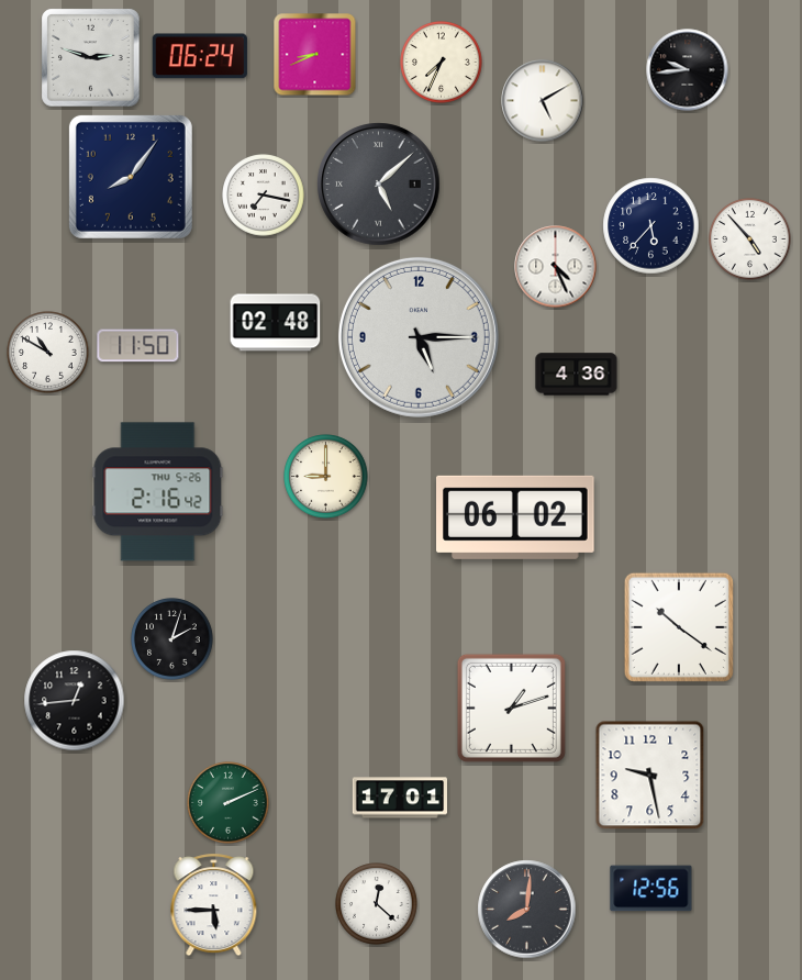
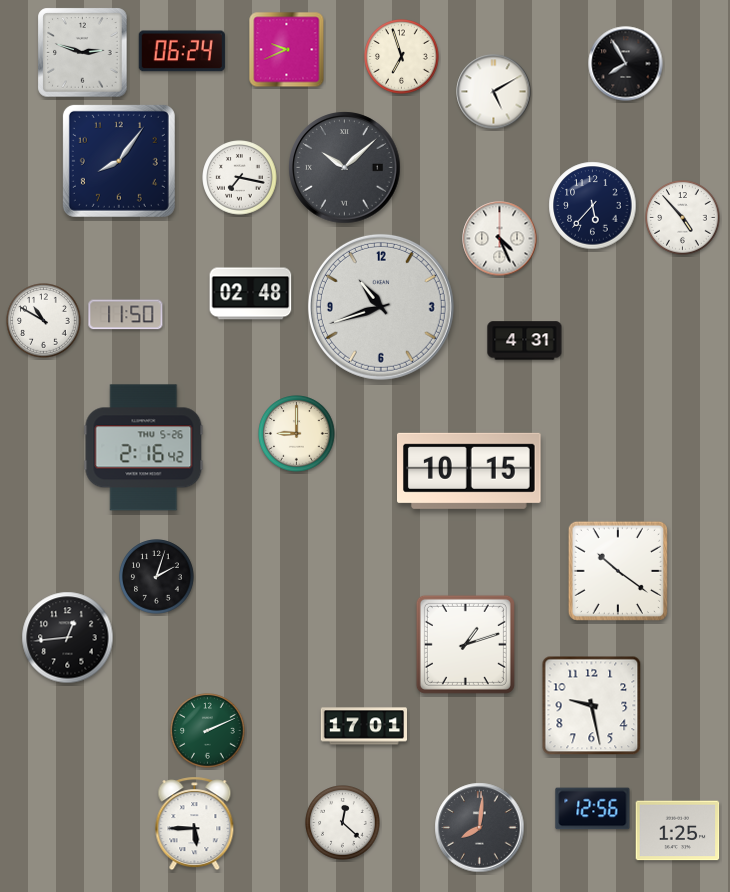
clock at (315, 55): 8:41 -> 9:41
clock at (442, 63): 7:34 -> 6:57
clock at (688, 70): 9:44 -> 7:55
clock at (379, 185): 5:08 -> 10:08
clock at (556, 267) position: (556, 267) -> (500, 239)
clock at (419, 337): 5:15 -> 10:42
clock at (577, 375): 4:36 -> 4:31
clock at (516, 517): 06:02 -> 10:15
clock at (172, 639) position: (172, 639) -> (157, 577)
clock at (678, 831): none -> 1:25
